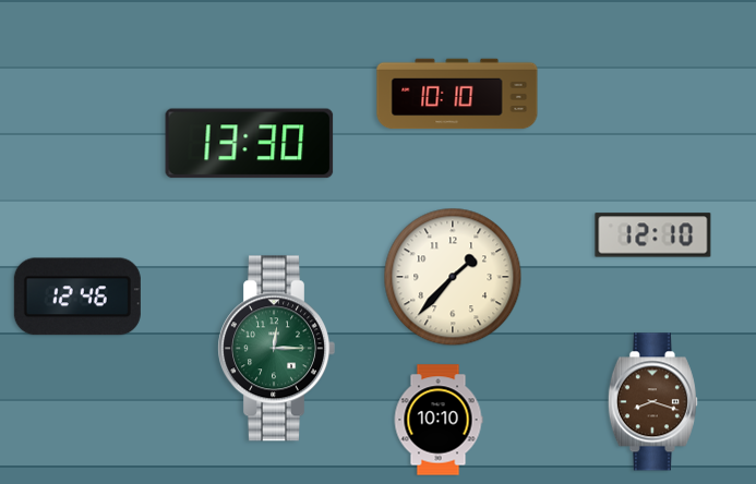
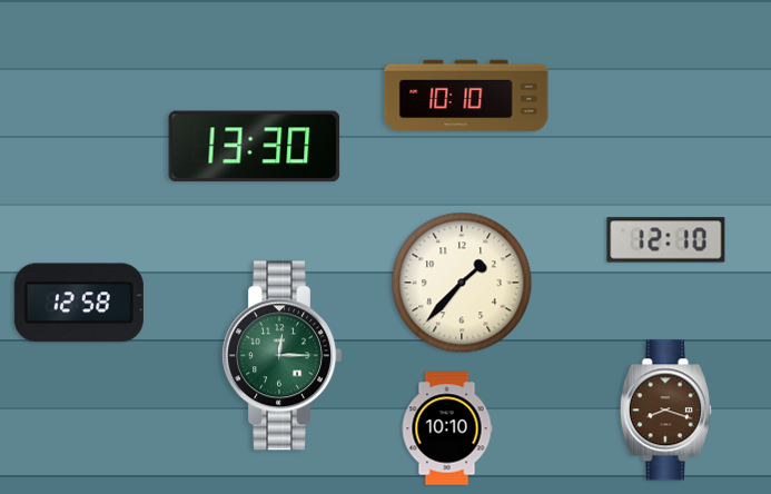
clock at (77, 297): 12:46 -> 12:58
